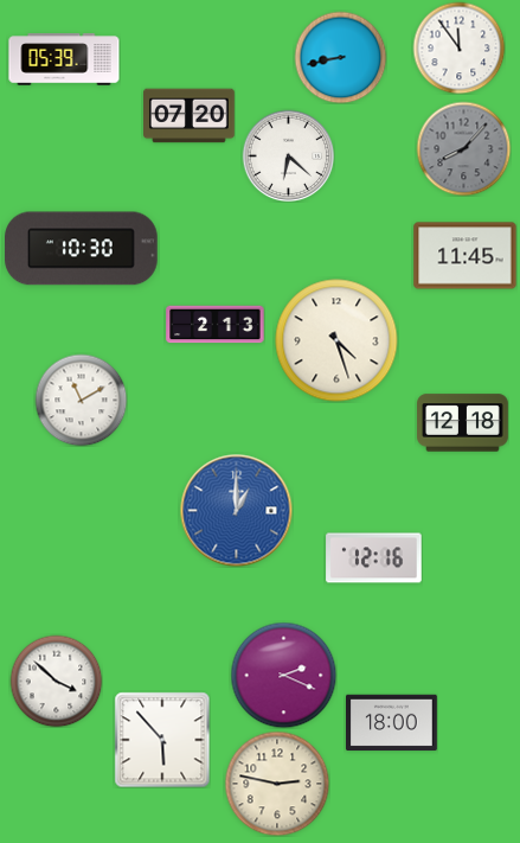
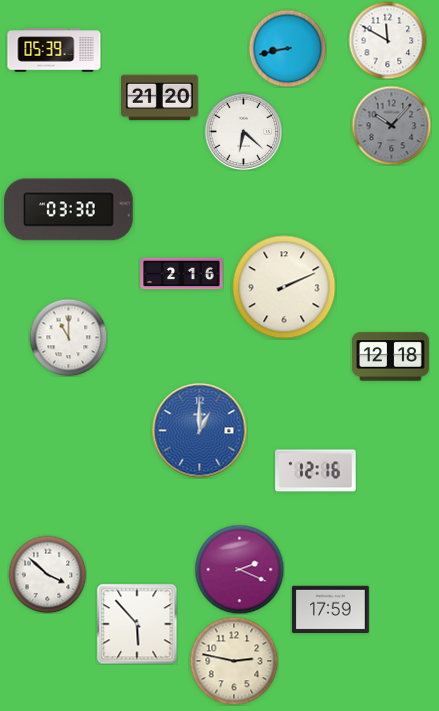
clock at (458, 47): 11:54 -> 11:50
clock at (190, 116): 07:20 -> 21:20
clock at (463, 148): 8:07 -> 10:07
clock at (82, 249): 10:30 -> 03:30
clock at (466, 256): 11:45 -> none
clock at (216, 325): 2:13 -> 2:16
clock at (336, 340): 4:27 -> 2:11
clock at (81, 400): 11:10 -> 11:00
clock at (392, 723): 18:00 -> 17:59
